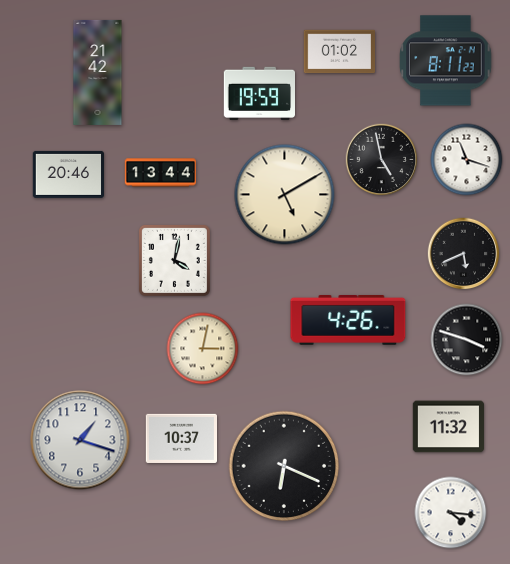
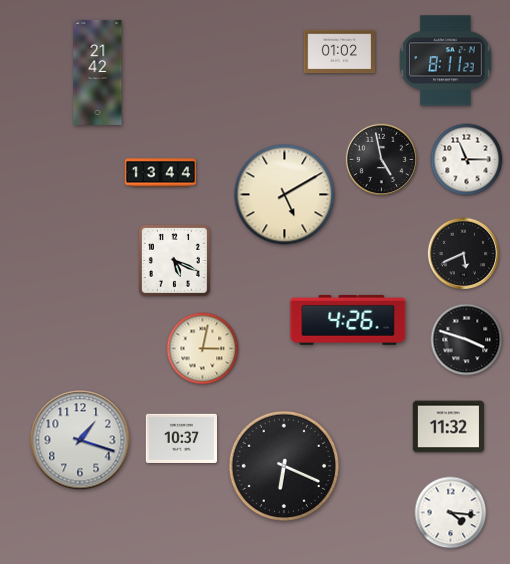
clock at (259, 93): 19:59 -> none
clock at (467, 160): 11:18 -> 11:15
clock at (68, 174): 20:46 -> none
clock at (174, 260): 4:02 -> 5:19
